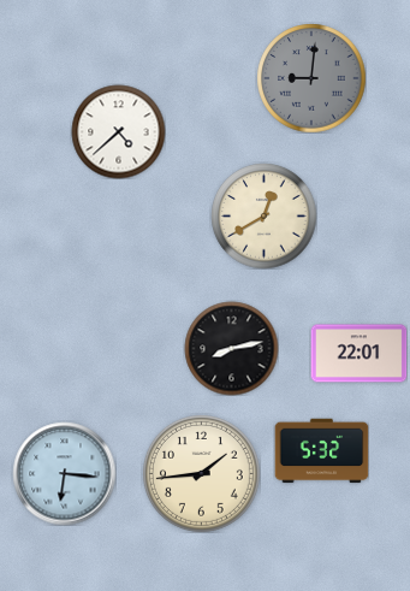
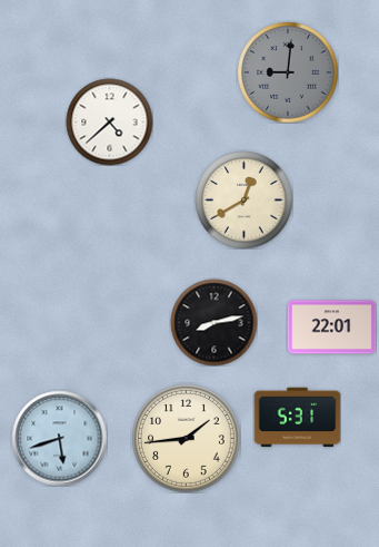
clock at (321, 451): 5:32 -> 5:31
clock at (64, 473): 6:16 -> 5:42
